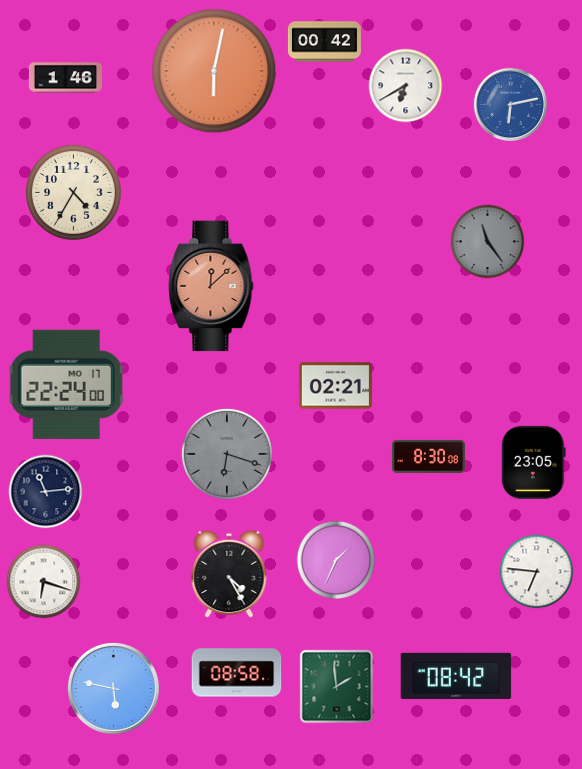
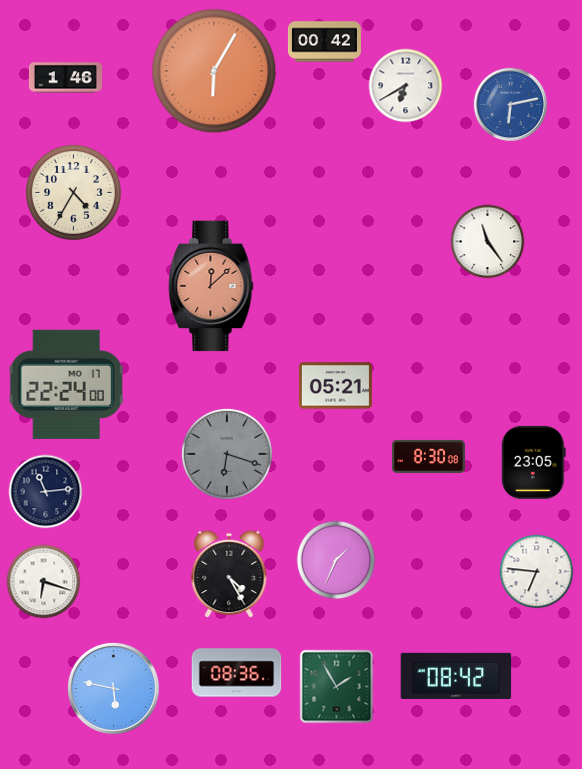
clock at (214, 71): 6:02 -> 6:05
clock at (488, 242) dial: grey -> white
clock at (335, 386): 02:21 -> 05:21
clock at (237, 673): 08:58 -> 08:36
clock at (337, 687): 1:59 -> 1:55
